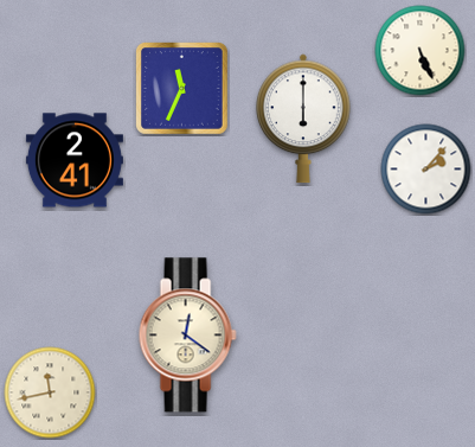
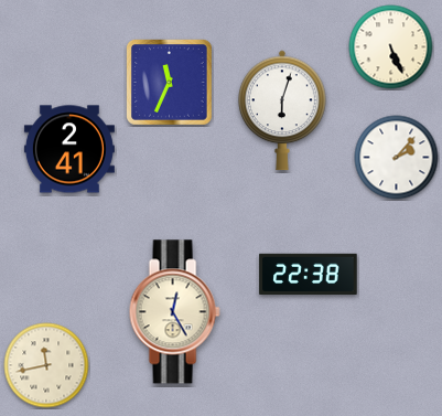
clock at (304, 119): 6:00 -> 6:03
clock at (309, 274): none -> 22:38
clock at (187, 336): 12:21 -> 12:25
